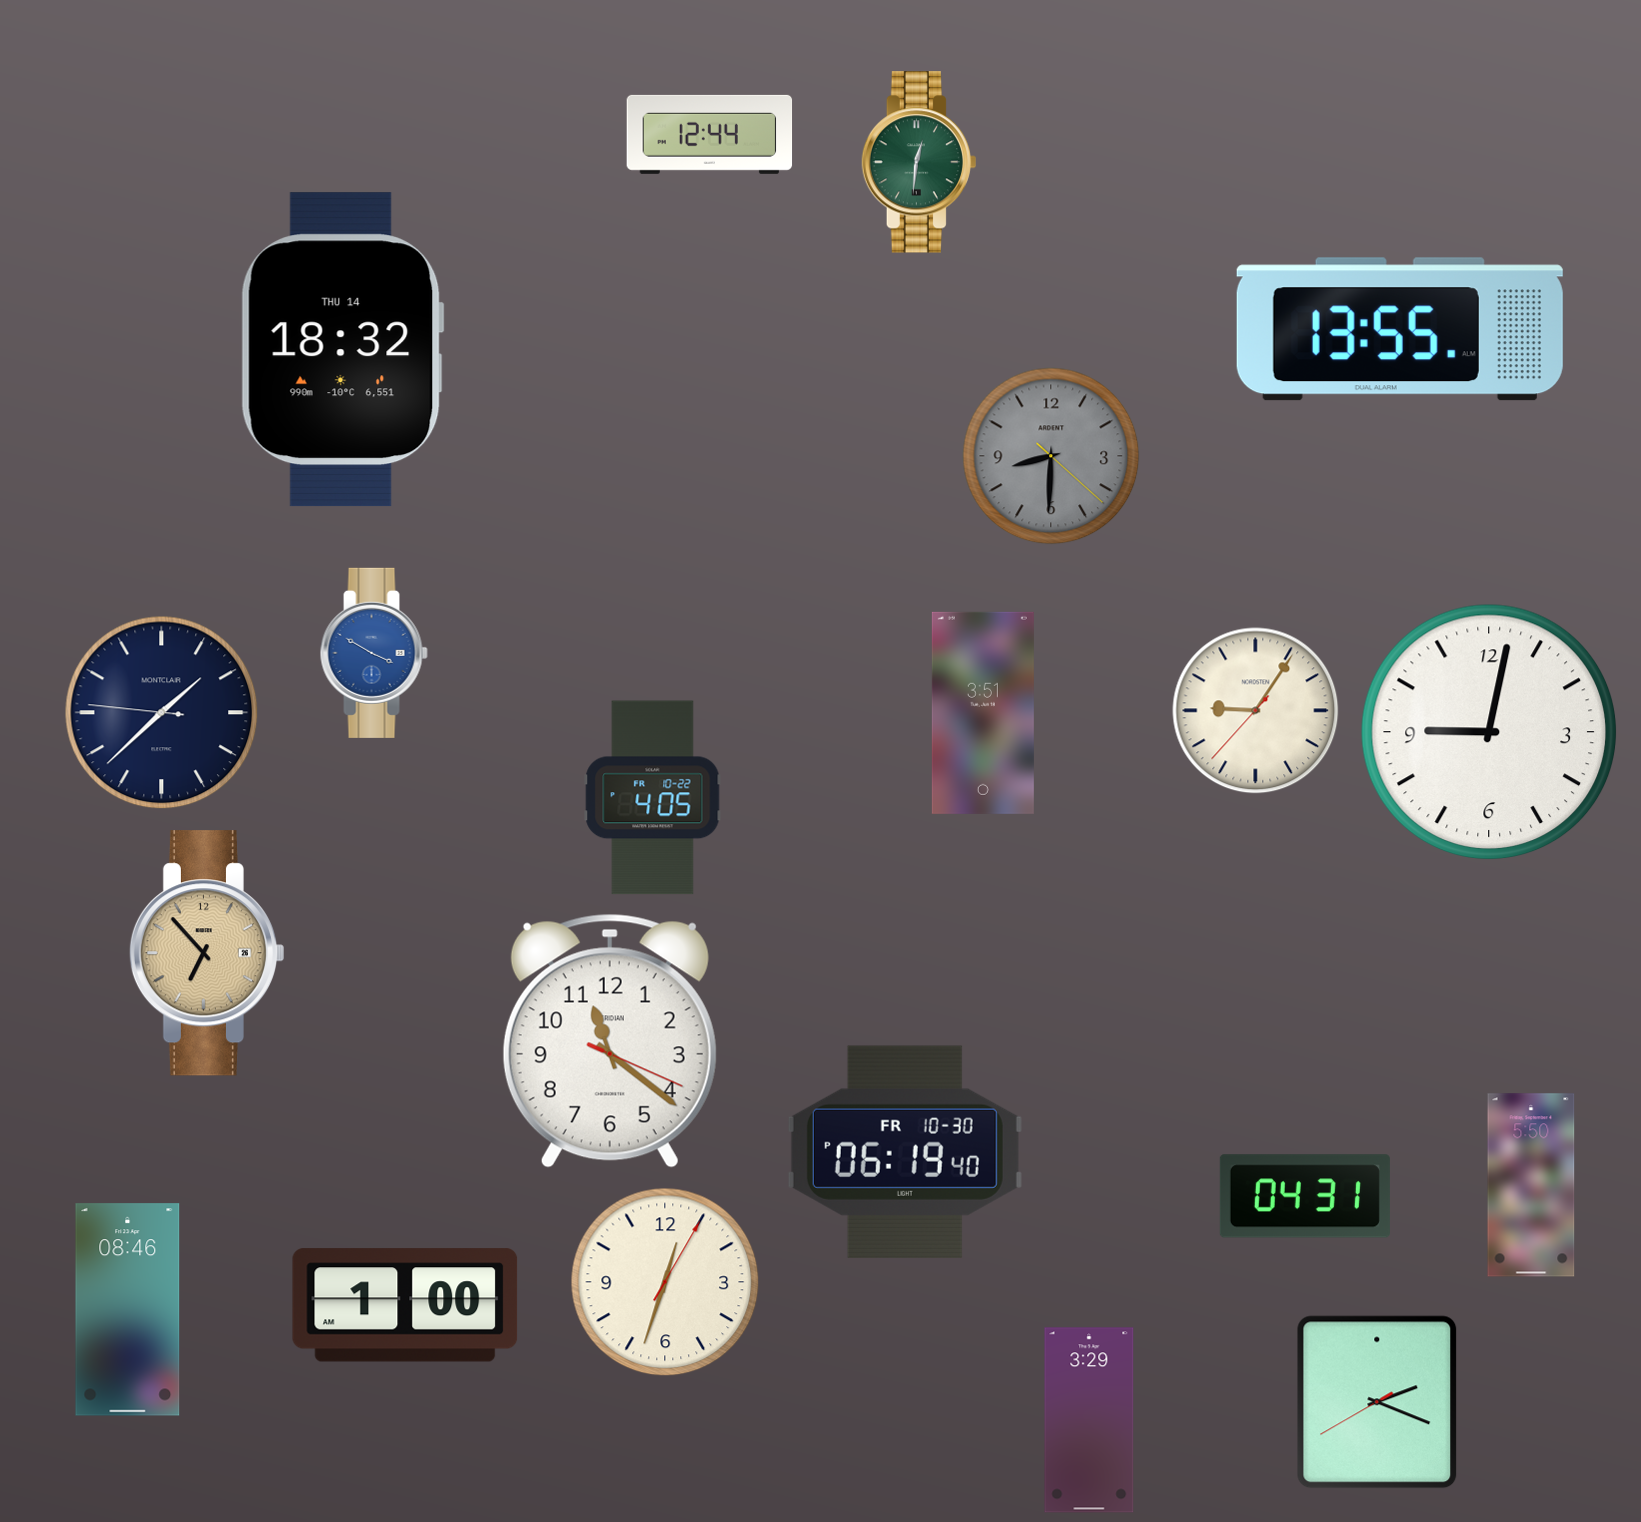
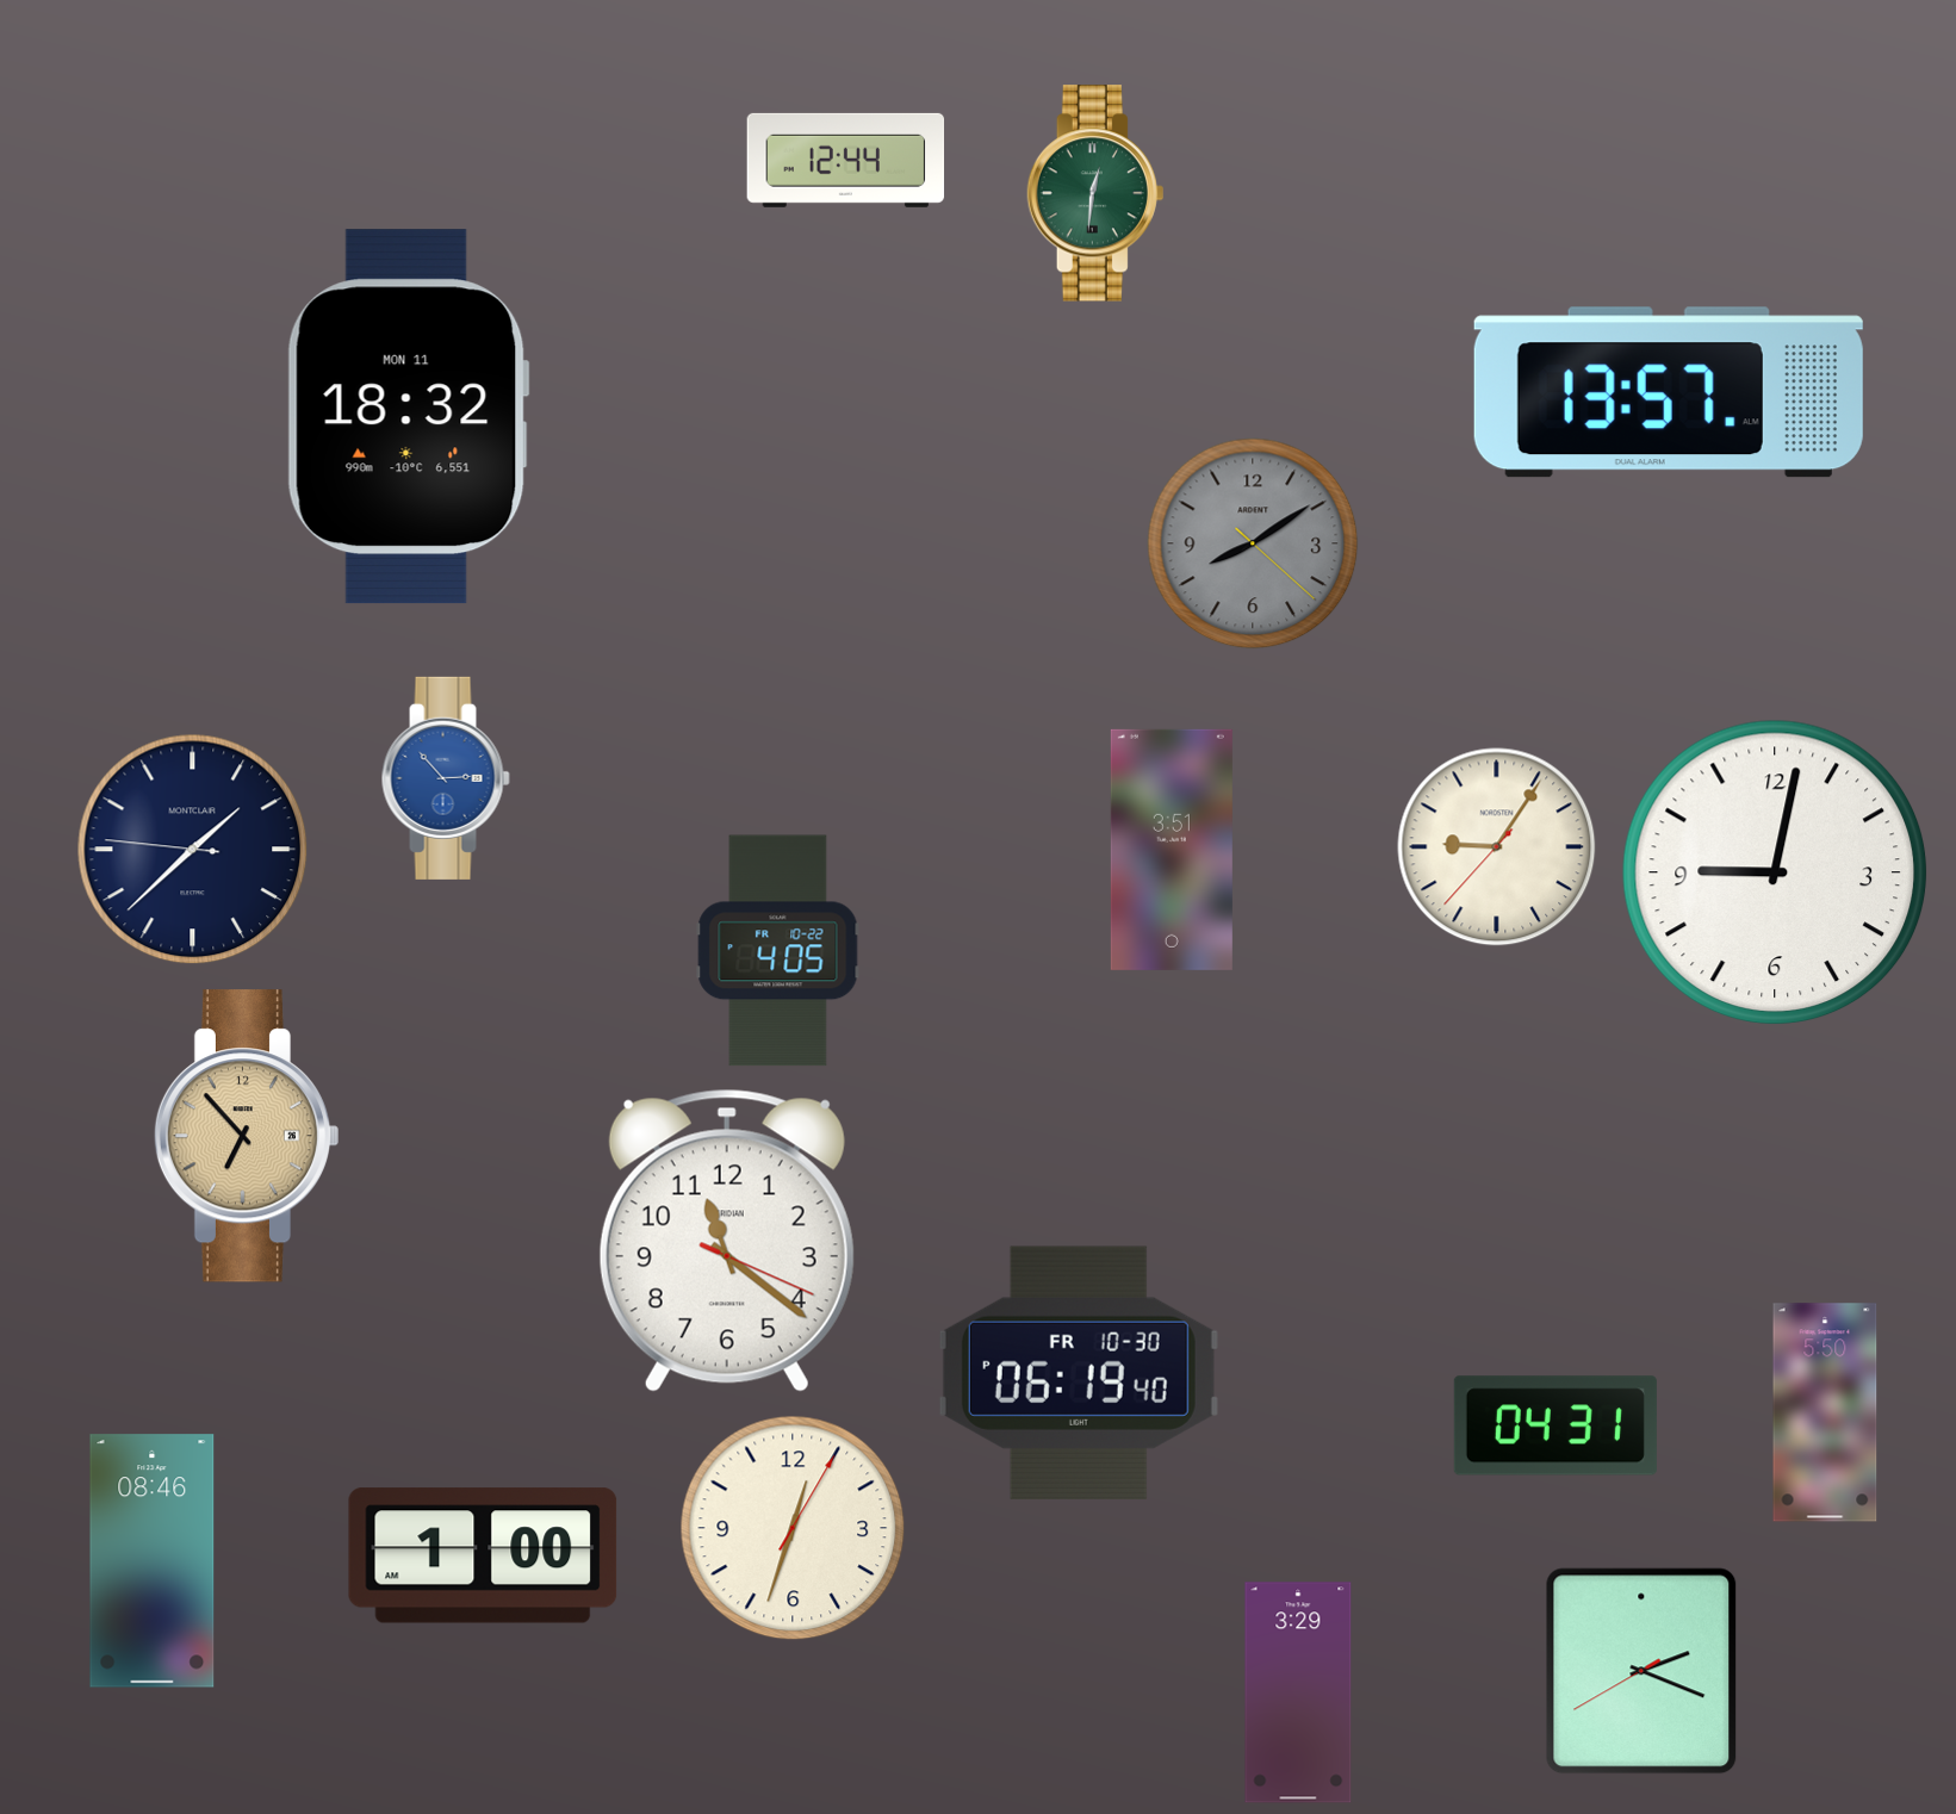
clock at (1400, 329): 13:55 -> 13:57
clock at (342, 350) date: THU 14 -> MON 11
clock at (1051, 456): 8:30 -> 8:09
clock at (374, 653): 3:50 -> 2:53
